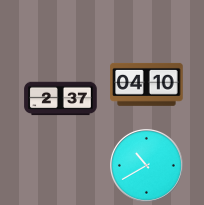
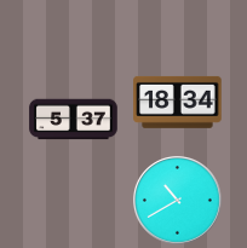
clock at (147, 84): 04:10 -> 18:34
clock at (61, 99): 2:37 -> 5:37
